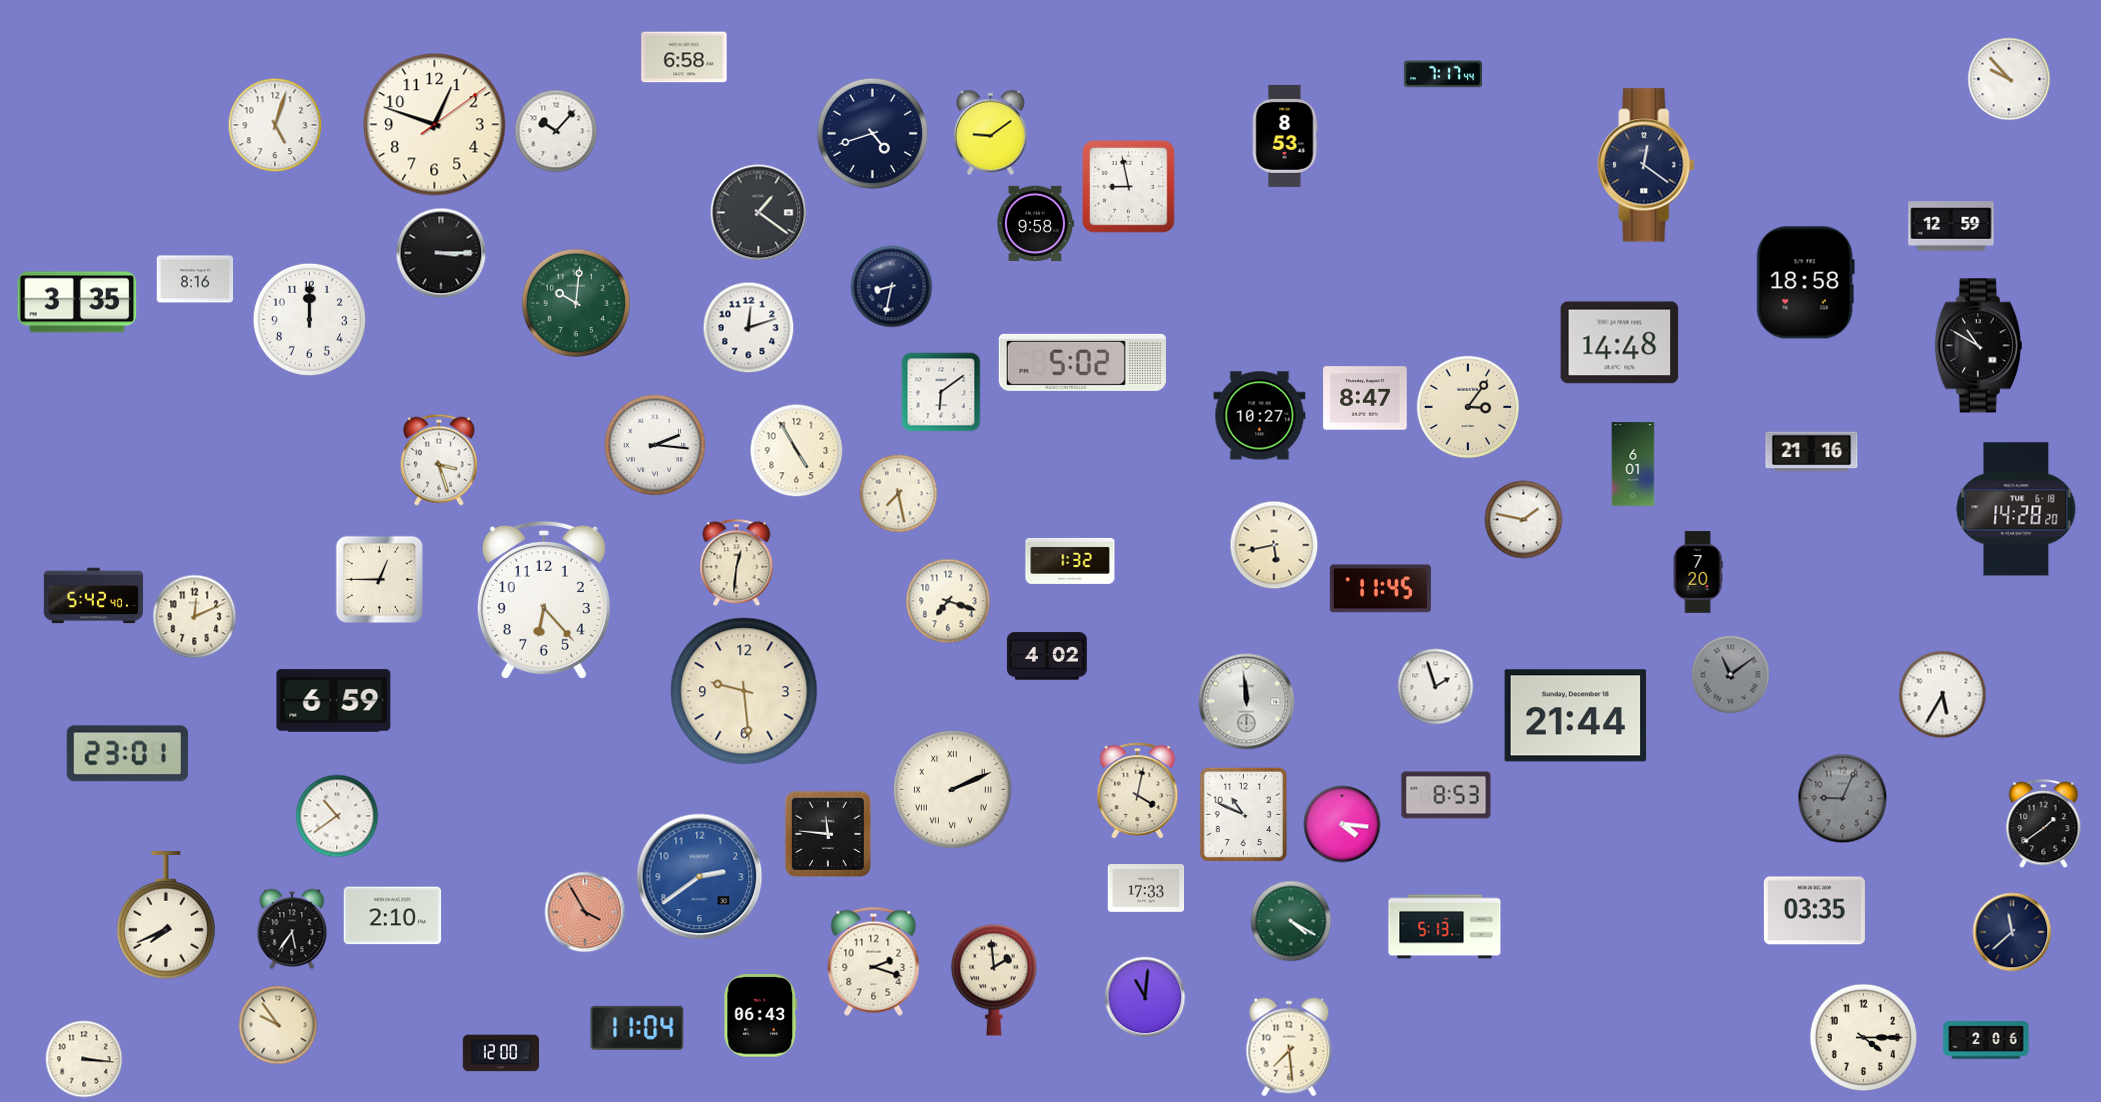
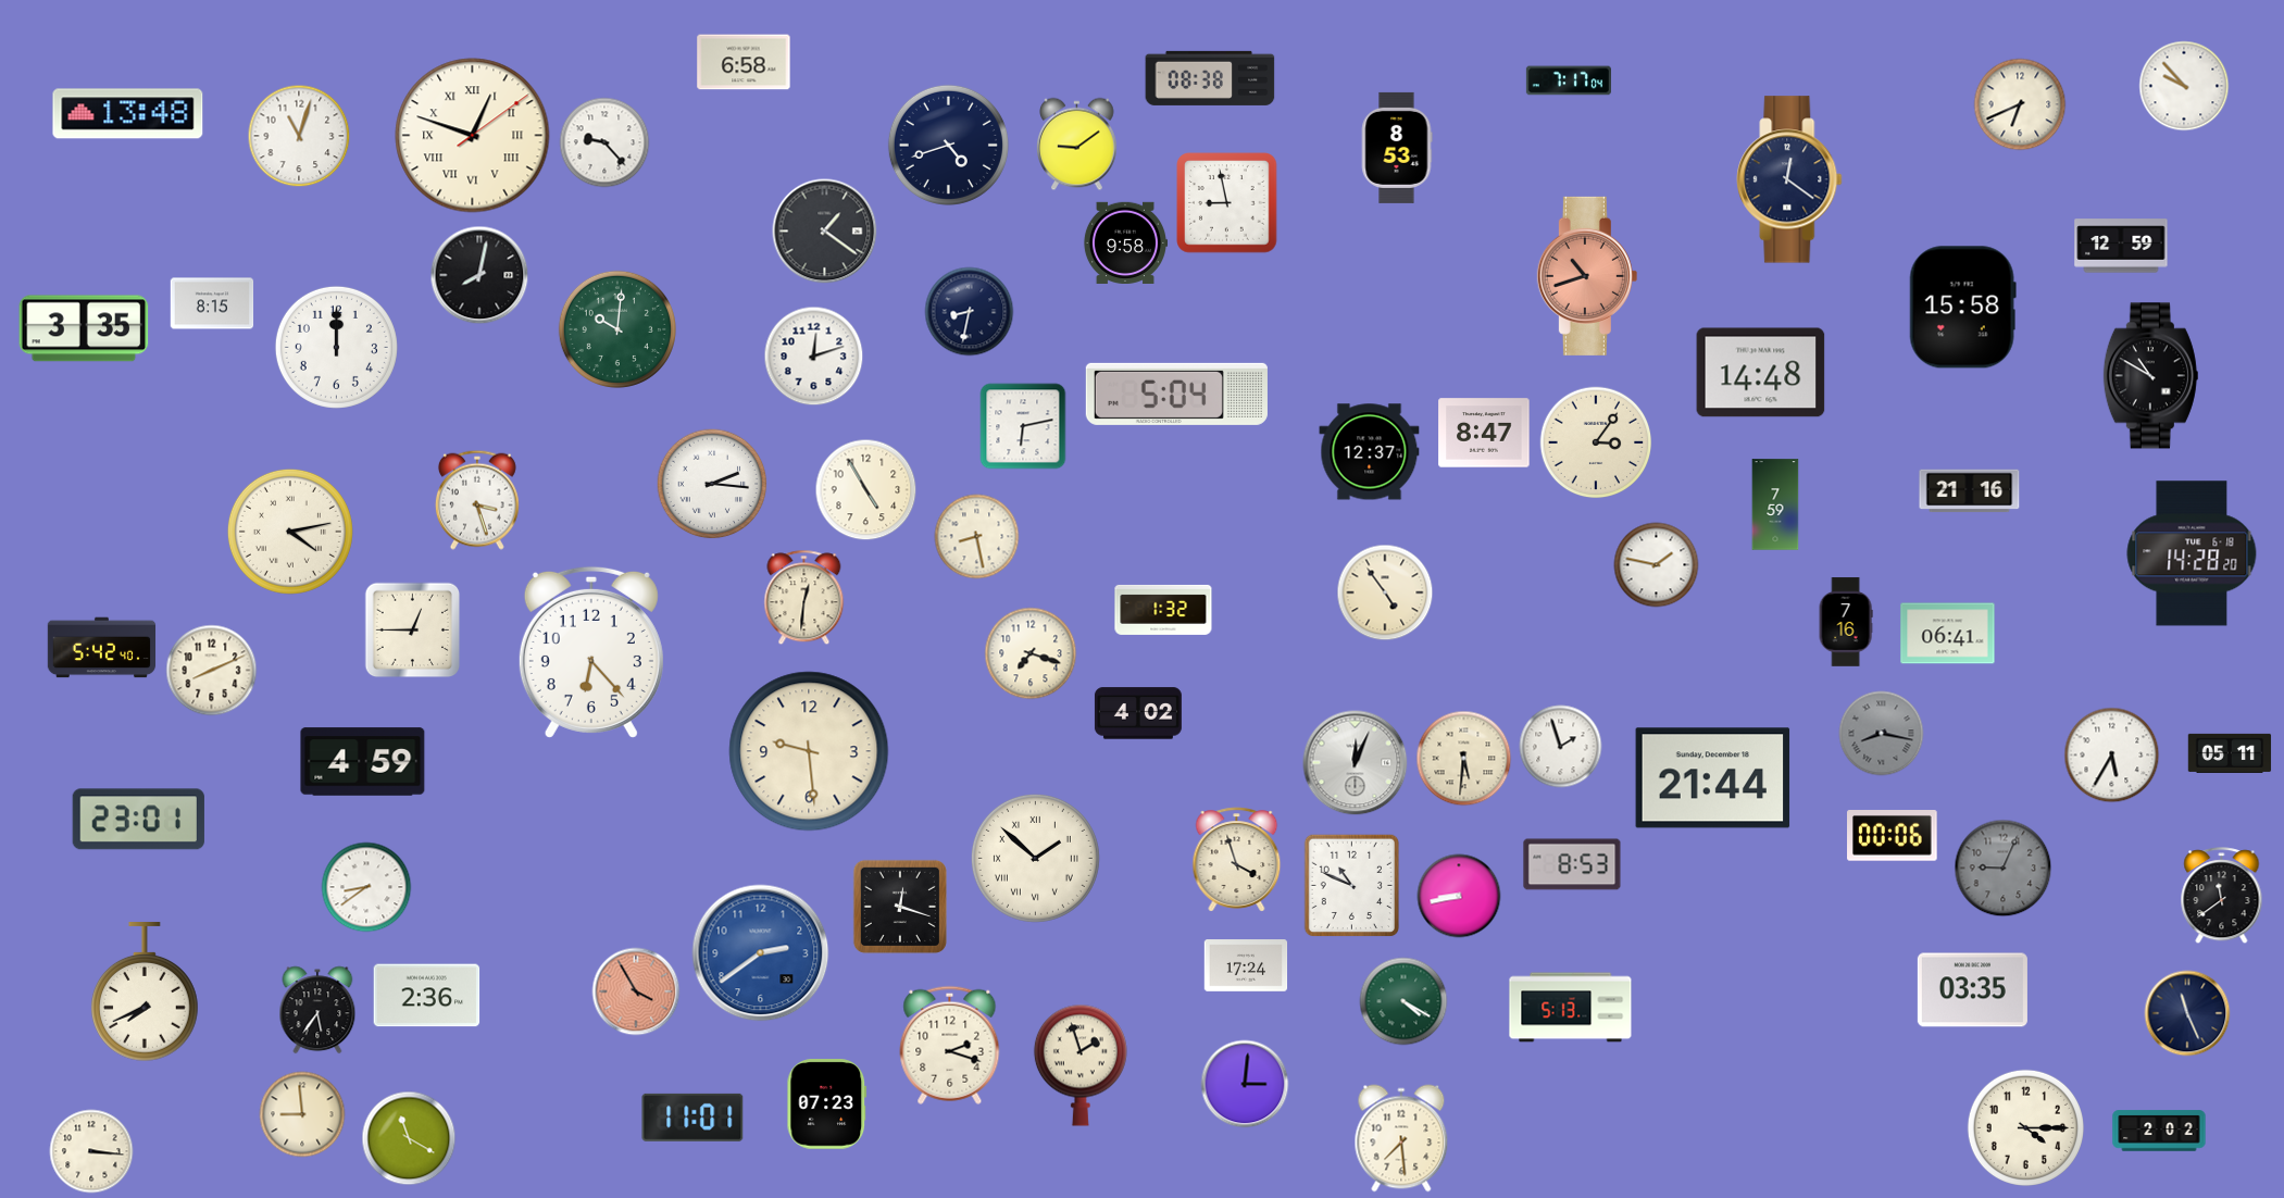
clock at (1210, 78): none -> 08:38
clock at (1443, 74): 7:17:44 -> 7:17:04
clock at (2020, 104): none -> 6:41
clock at (128, 114): none -> 13:48
clock at (275, 125): 5:03 -> 11:03
clock at (435, 125) numerals: Arabic -> Roman
clock at (556, 131): 10:07 -> 9:23
clock at (441, 253): 3:15 -> 8:02
clock at (1587, 276): none -> 10:42
clock at (195, 279): 8:16 -> 8:15
clock at (1805, 283): 18:58 -> 15:58
clock at (576, 303) position: (576, 303) -> (617, 329)
clock at (1082, 362): 5:02 -> 5:04
clock at (941, 392): 6:09 -> 6:13
clock at (1260, 416): 10:27 -> 12:37
clock at (1633, 464): 6:01 -> 7:59
clock at (290, 532): none -> 4:13
clock at (899, 494): 7:28 -> 8:28
clock at (1274, 545): 5:43 -> 4:54
clock at (737, 563) position: (737, 563) -> (804, 598)
clock at (1698, 572): 7:20 -> 7:16
clock at (1948, 634): none -> 06:41
clock at (1380, 589): 11:45 -> none
clock at (195, 617): 12:11 -> 8:11
clock at (1731, 675): 11:09 -> 8:17
clock at (2230, 753): none -> 05:11
clock at (1464, 759): none -> 5:31
clock at (334, 701): 6:59 -> 4:59
clock at (1247, 702): 11:59 -> 12:04
clock at (1893, 836): none -> 00:06
clock at (952, 789): 2:11 -> 1:52
clock at (1138, 791): 4:02 -> 3:57
clock at (337, 816): 10:39 -> 8:39
clock at (1342, 824): 4:16 -> 8:43
clock at (2044, 824): 1:39 -> 11:39
clock at (828, 834): 11:46 -> 12:18
clock at (1146, 888): 17:33 -> 17:24
clock at (167, 916) position: (167, 916) -> (146, 993)
clock at (393, 916): 2:10 -> 2:36
clock at (2012, 932): 11:38 -> 11:26
clock at (994, 980): 1:59 -> 1:57
clock at (1145, 997): 11:01 -> 3:01
clock at (761, 1016): 06:43 -> 07:23
clock at (278, 1025): 9:54 -> 8:59
clock at (637, 1028): 11:04 -> 11:01
clock at (1986, 1040): 2:06 -> 2:02
clock at (409, 1138): none -> 11:20
clock at (501, 1053): 12:00 -> none
